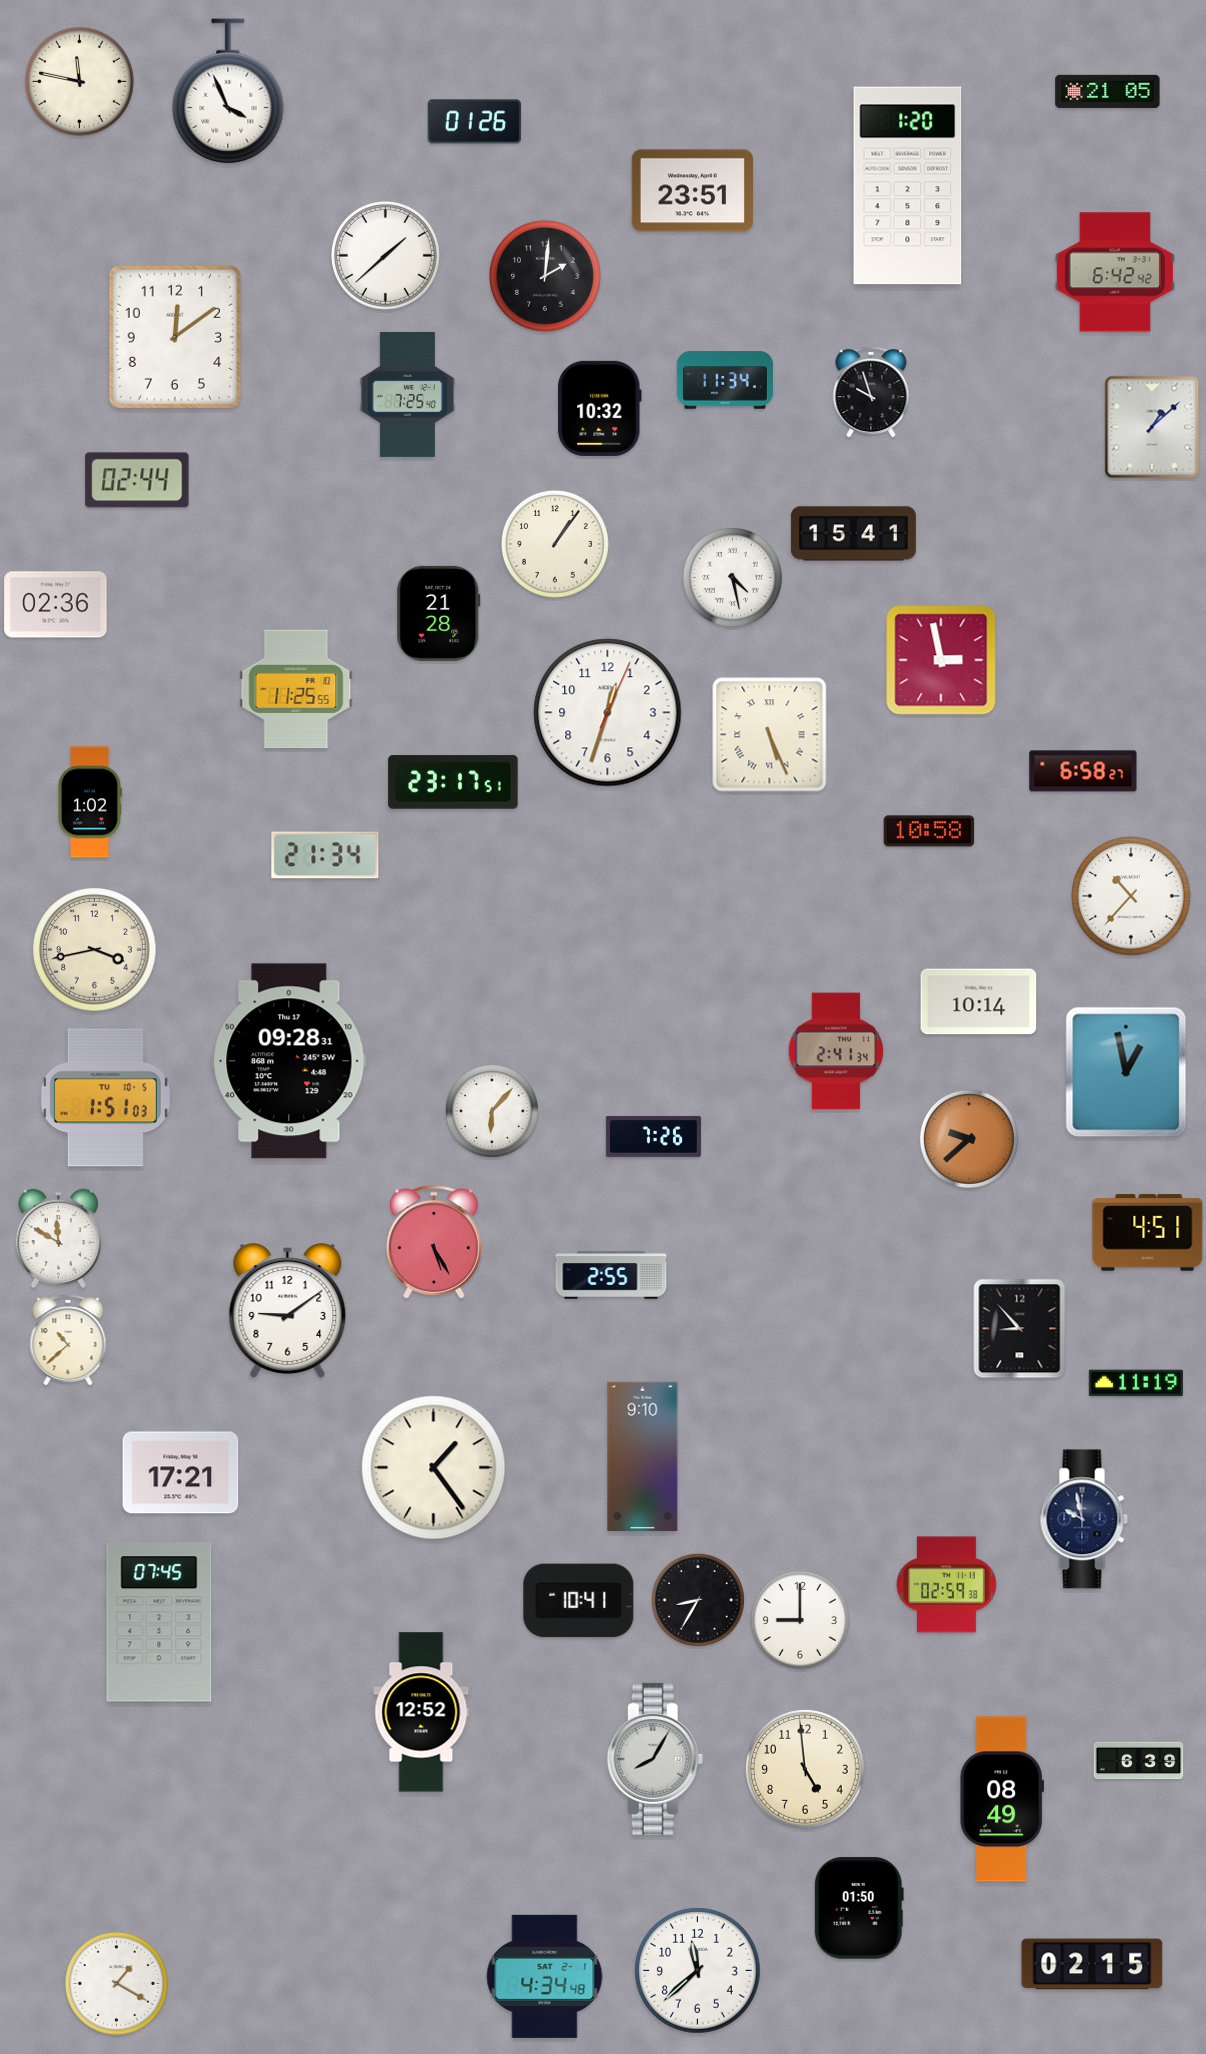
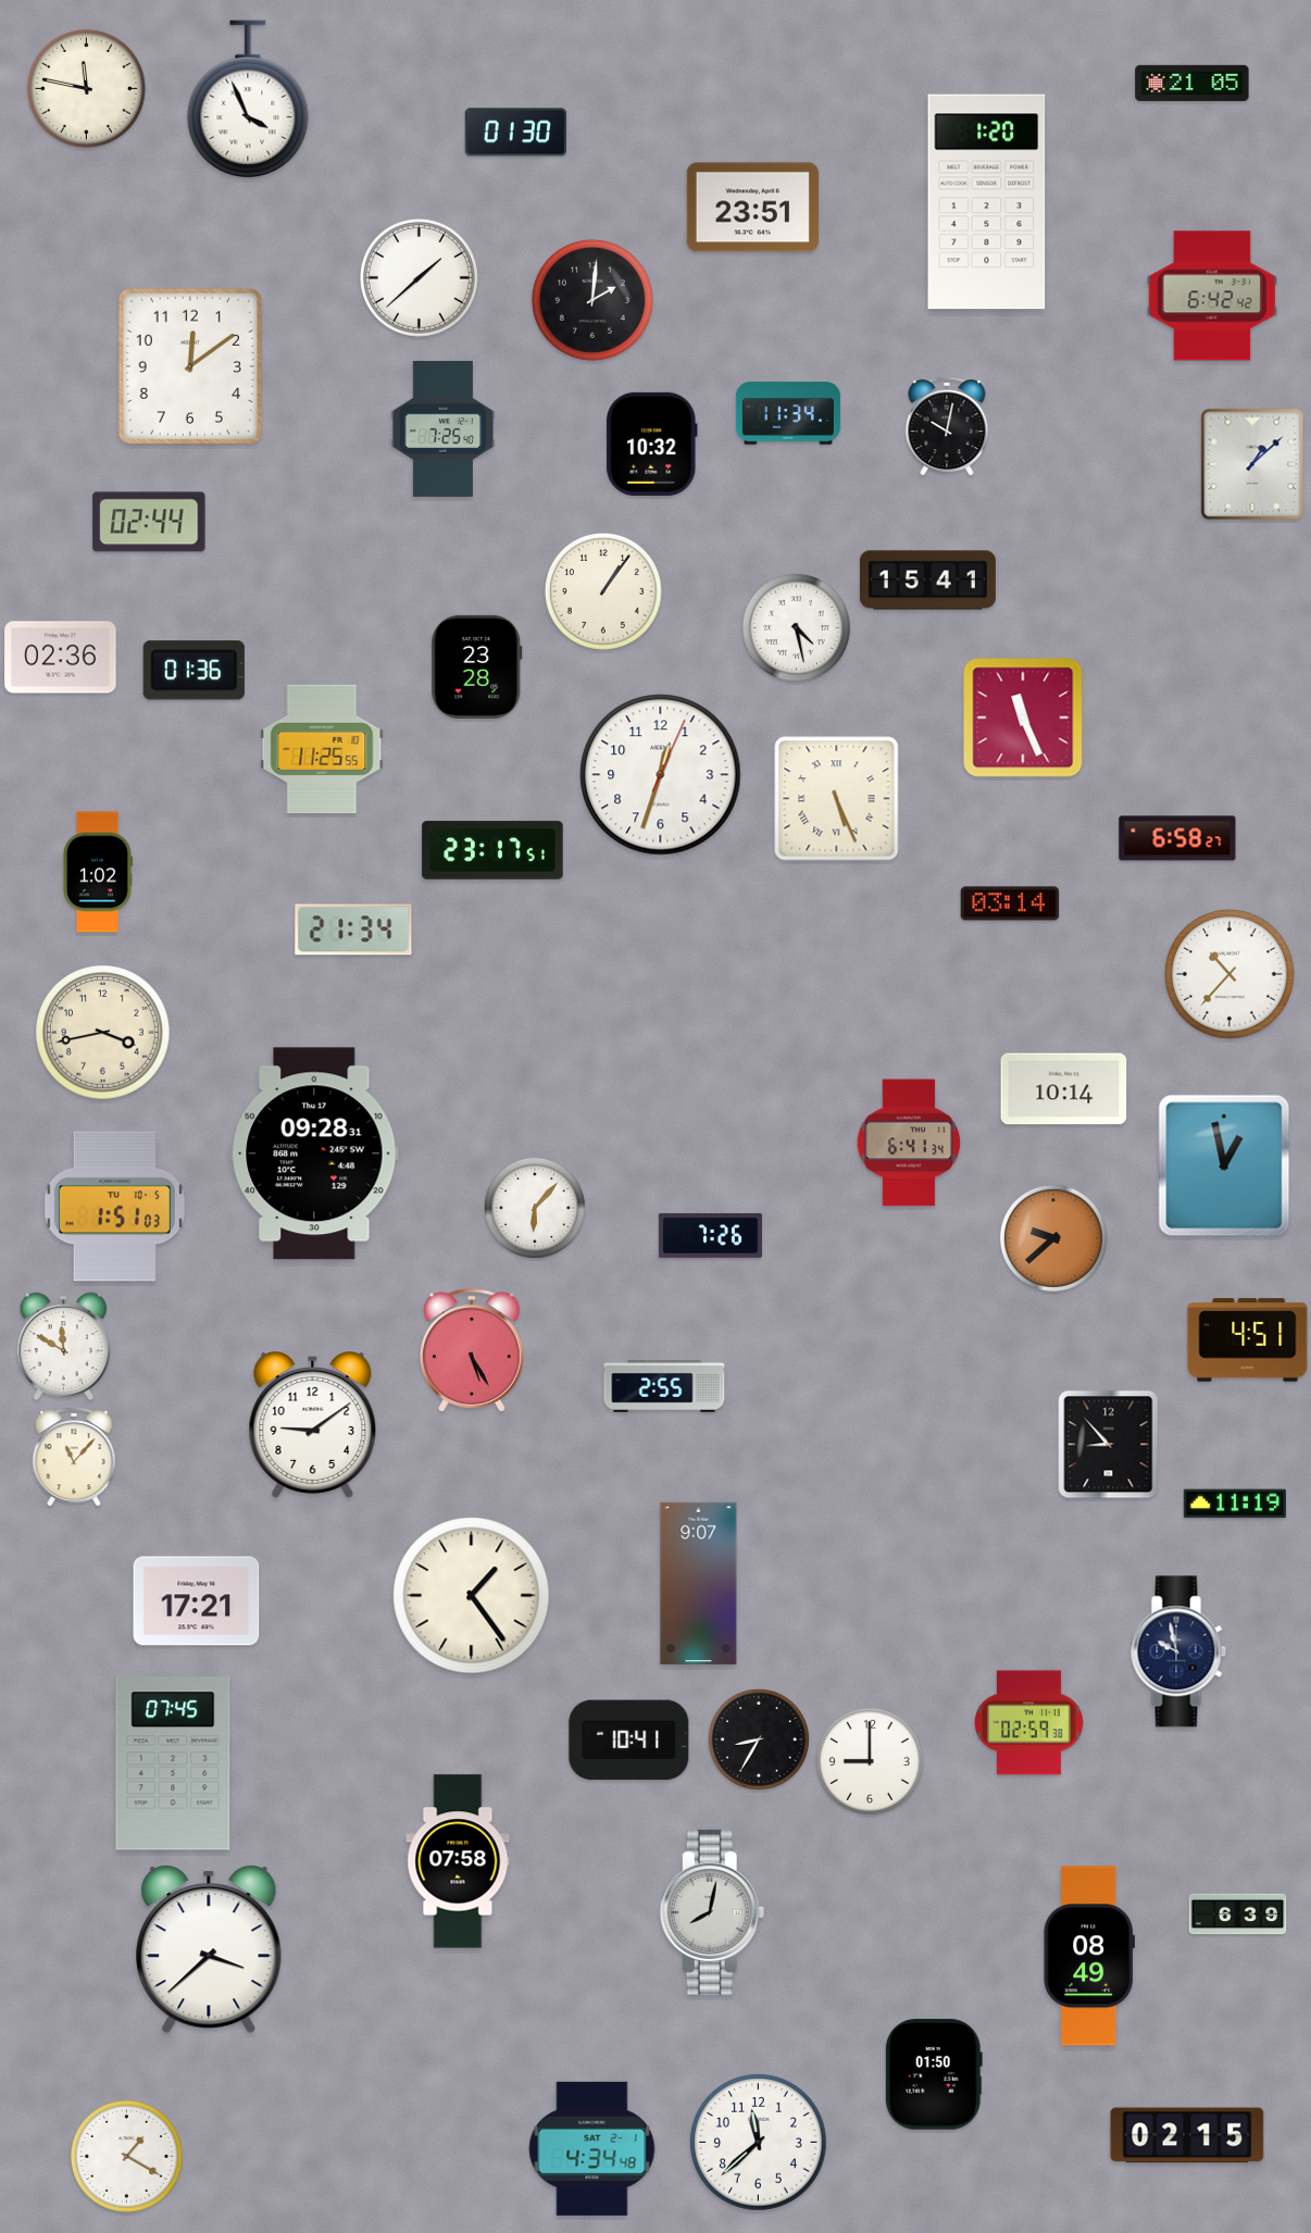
clock at (1108, 91) position: (1108, 91) -> (1193, 83)
clock at (474, 122): 01:26 -> 01:30
clock at (871, 392): 9:57 -> 10:02
clock at (439, 613): 21:28 -> 23:28
clock at (193, 671): none -> 01:36
clock at (941, 660): 2:58 -> 11:26
clock at (929, 831): 10:58 -> 03:14
clock at (835, 1051): 2:41 -> 6:41
clock at (105, 1098) position: (105, 1098) -> (114, 1207)
clock at (68, 1340): 10:38 -> 11:07
clock at (643, 1456): 9:10 -> 9:07
clock at (421, 1712): 12:52 -> 07:58
clock at (655, 1759): 8:05 -> 8:02
clock at (806, 1770): 4:59 -> none
clock at (209, 1949): none -> 3:38
